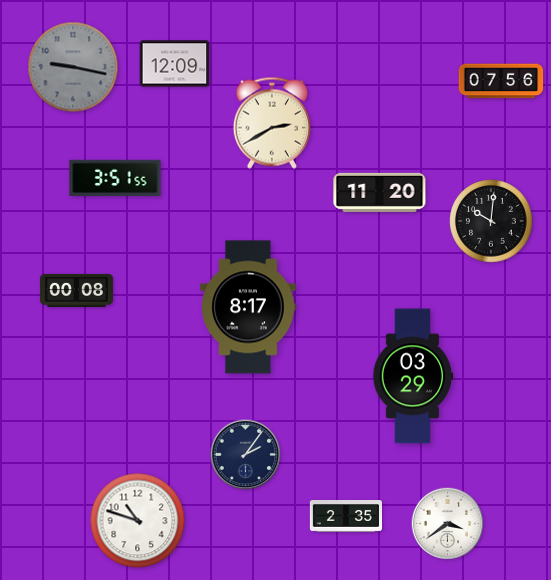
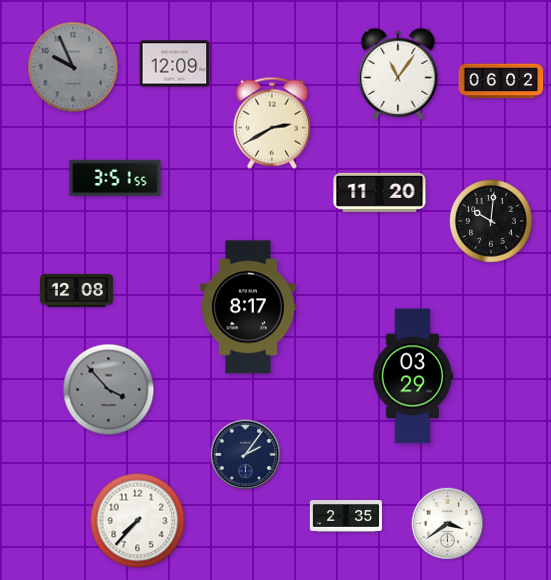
clock at (73, 67): 9:17 -> 9:56
clock at (398, 74): none -> 11:06
clock at (501, 81): 07:56 -> 06:02
clock at (76, 290): 00:08 -> 12:08
clock at (109, 390): none -> 3:53
clock at (138, 521): 10:48 -> 7:37
